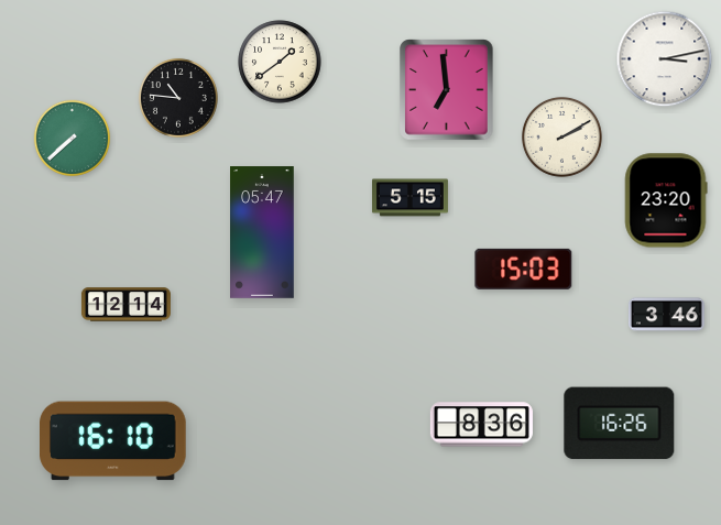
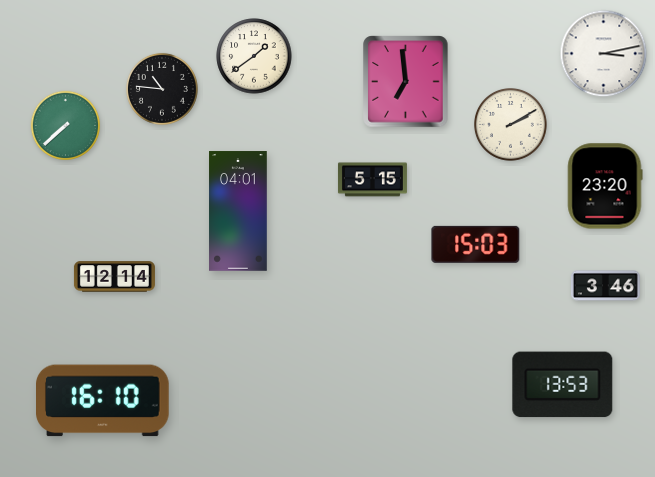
clock at (666, 200) position: (666, 200) -> (605, 186)
clock at (262, 232): 05:47 -> 04:01
clock at (620, 424): 16:26 -> 13:53
clock at (481, 425): 8:36 -> none
